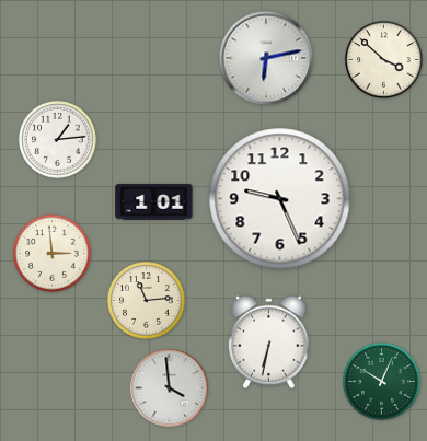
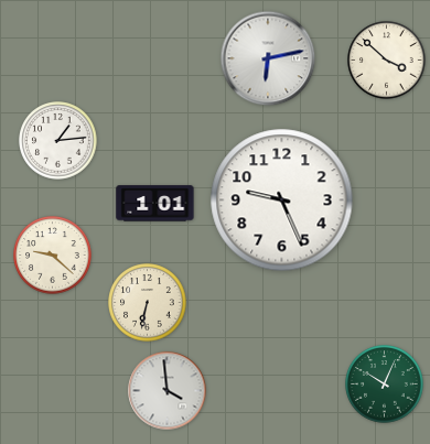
clock at (53, 254): 2:59 -> 9:22
clock at (147, 301): 11:14 -> 6:32
clock at (269, 343): 6:32 -> none
clock at (170, 388) position: (170, 388) -> (168, 391)
